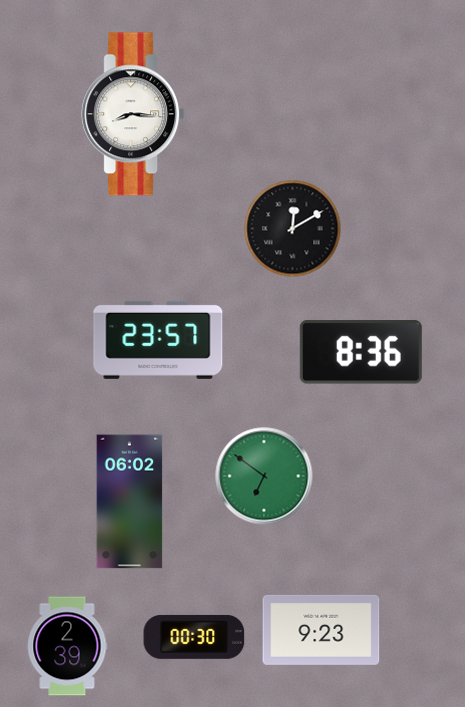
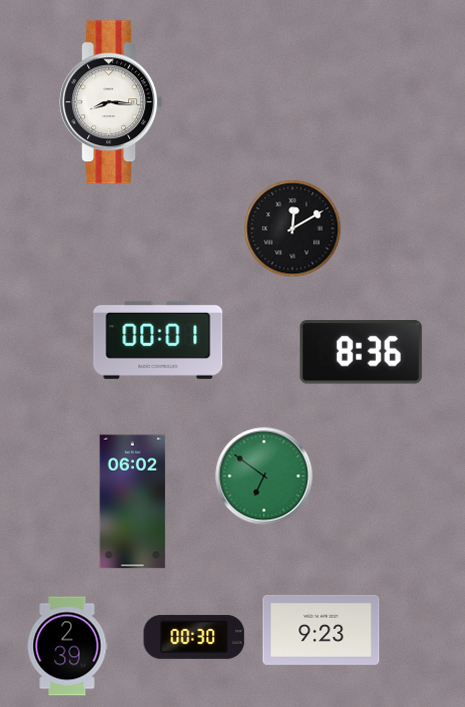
clock at (133, 114) position: (133, 114) -> (111, 102)
clock at (158, 340): 23:57 -> 00:01
clock at (130, 502) position: (130, 502) -> (133, 502)
